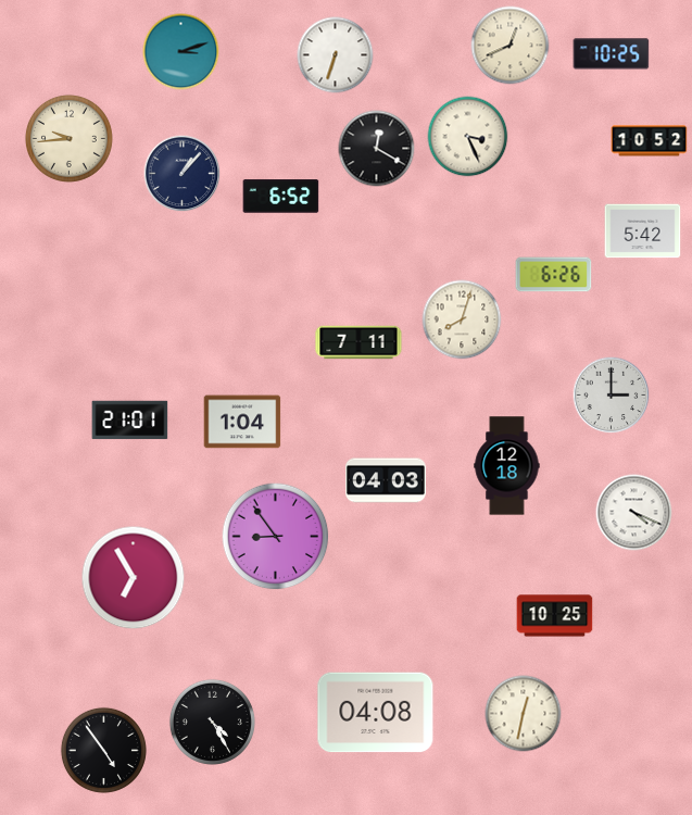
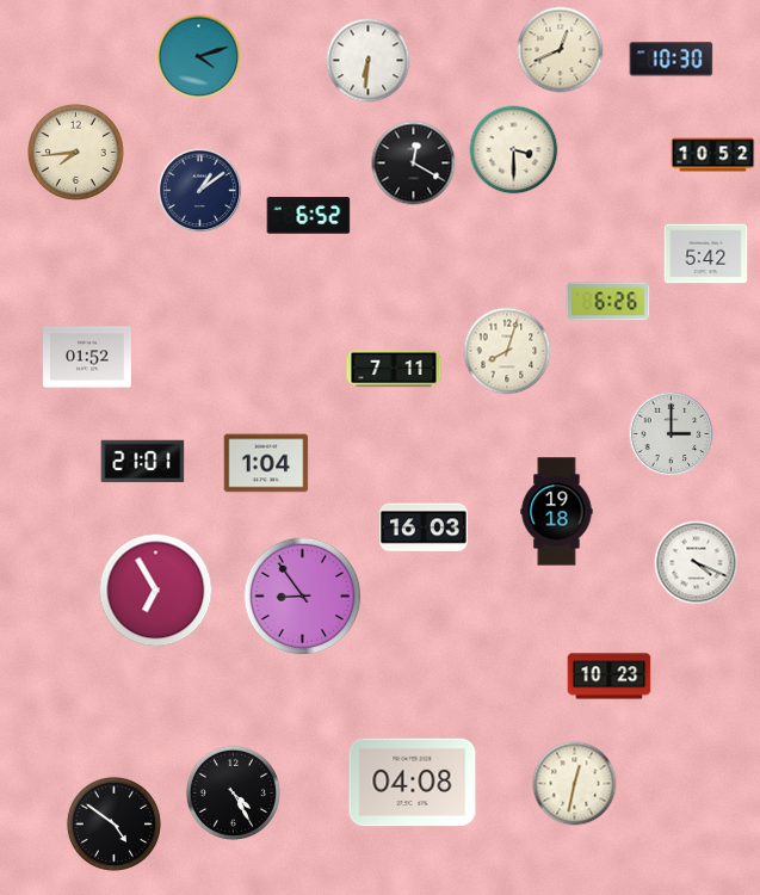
clock at (181, 52): 3:12 -> 4:12
clock at (612, 54): 10:25 -> 10:30
clock at (336, 55): 6:33 -> 6:31
clock at (468, 137): 3:26 -> 3:30
clock at (68, 138): 9:44 -> 7:44
clock at (183, 174): 1:07 -> 1:09
clock at (88, 357): none -> 01:52
clock at (358, 342) position: (358, 342) -> (394, 369)
clock at (507, 466): 12:18 -> 19:18
clock at (387, 480): 04:03 -> 16:03
clock at (276, 537) position: (276, 537) -> (303, 597)
clock at (134, 578) position: (134, 578) -> (156, 591)
clock at (555, 616): 10:25 -> 10:23
clock at (103, 750): 4:54 -> 4:51
